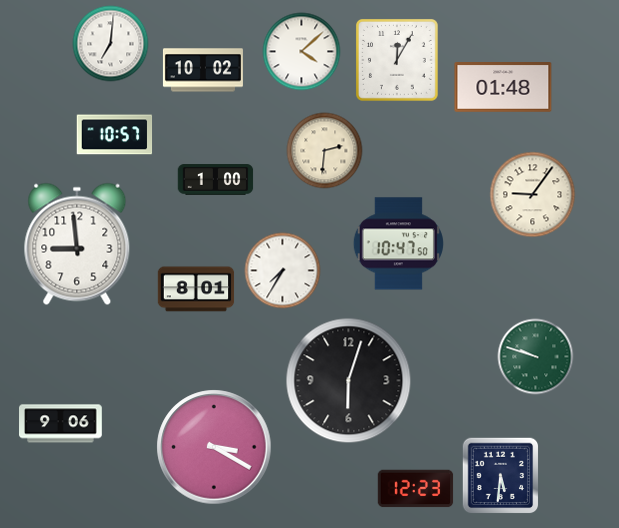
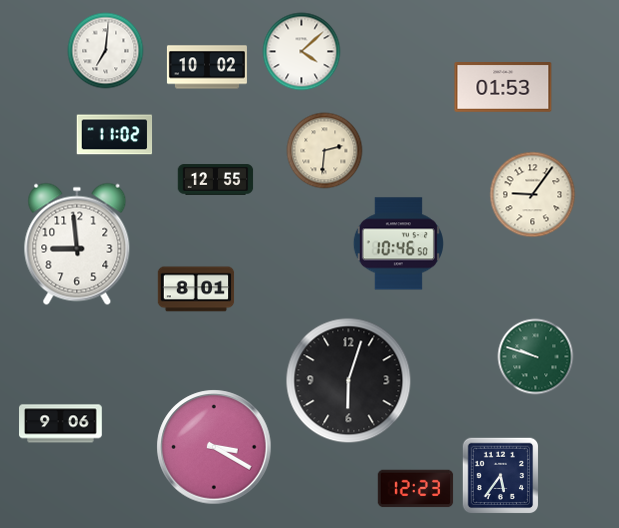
clock at (111, 44) position: (111, 44) -> (106, 51)
clock at (398, 61): 12:05 -> none
clock at (203, 70) position: (203, 70) -> (207, 67)
clock at (503, 88): 01:48 -> 01:53
clock at (115, 135): 10:57 -> 11:02
clock at (216, 180): 1:00 -> 12:55
clock at (398, 244): 10:47 -> 10:46
clock at (283, 271): 7:35 -> none
clock at (500, 475): 5:31 -> 5:36
